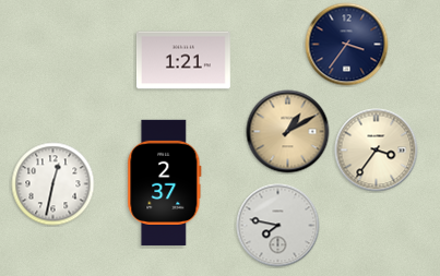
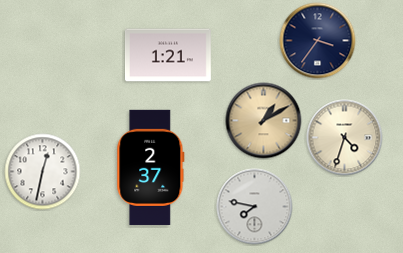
clock at (377, 151): 3:36 -> 4:33
clock at (53, 184) position: (53, 184) -> (43, 172)
